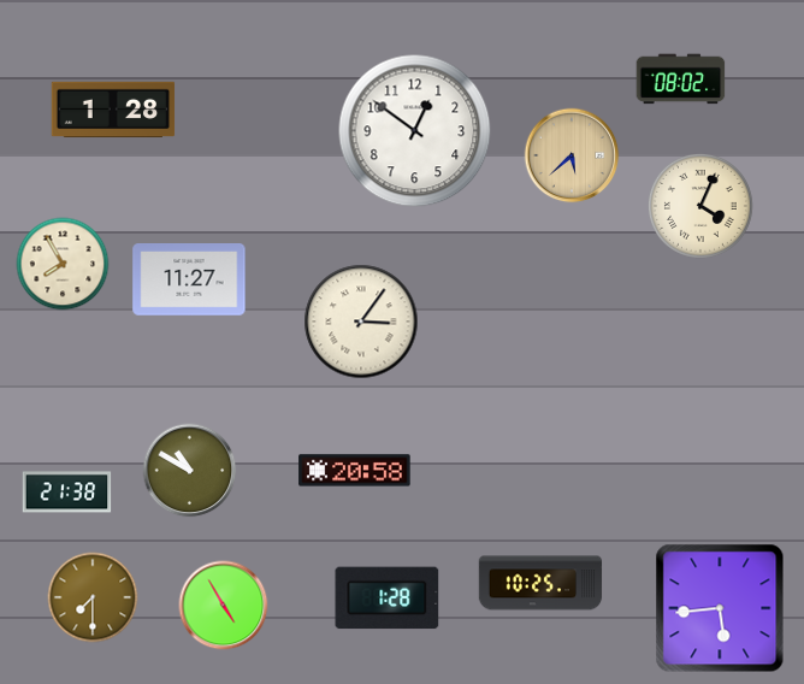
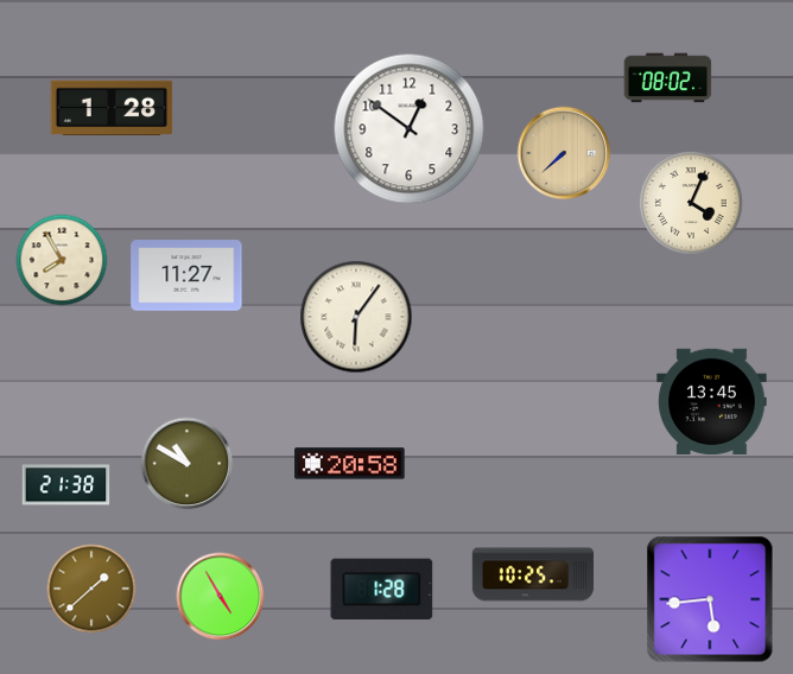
clock at (681, 79) position: (681, 79) -> (668, 78)
clock at (572, 155): 5:38 -> 7:38
clock at (361, 322): 3:06 -> 6:06
clock at (712, 401): none -> 13:45
clock at (93, 597): 7:30 -> 1:38
